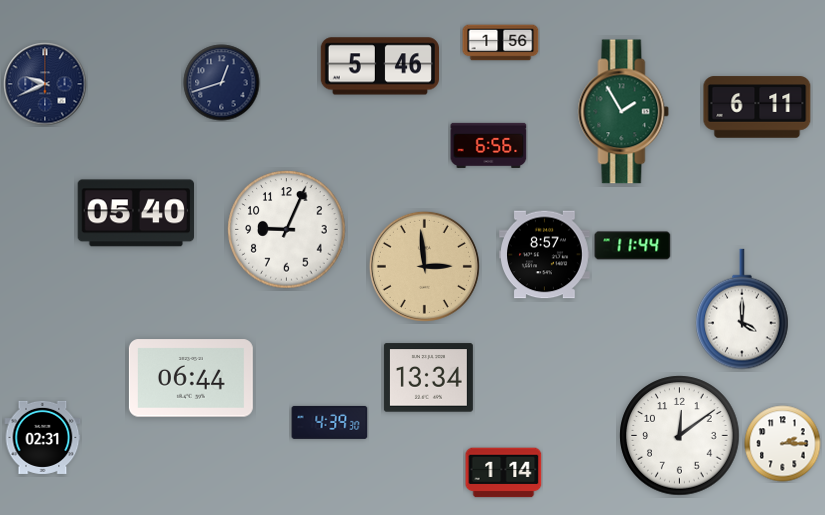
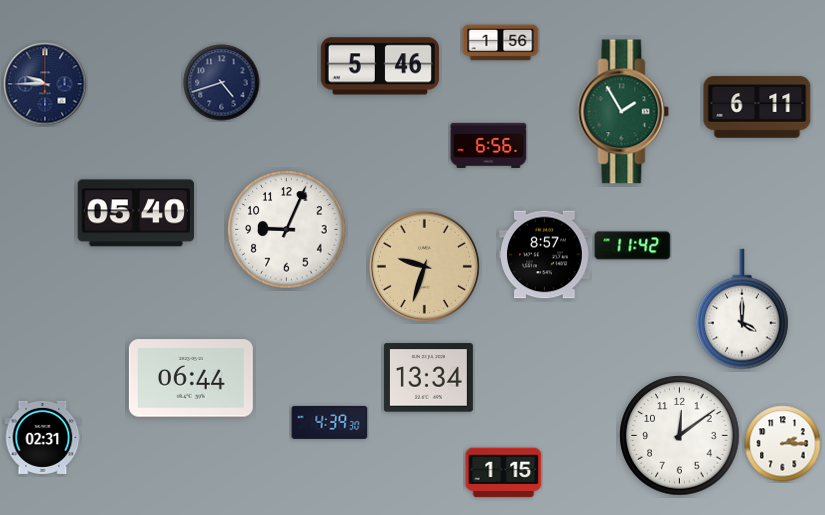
clock at (222, 83): 12:42 -> 4:42
clock at (45, 84): 9:41 -> 9:45
clock at (633, 246): 11:44 -> 11:42
clock at (424, 266): 2:59 -> 9:33
clock at (504, 473): 1:14 -> 1:15
